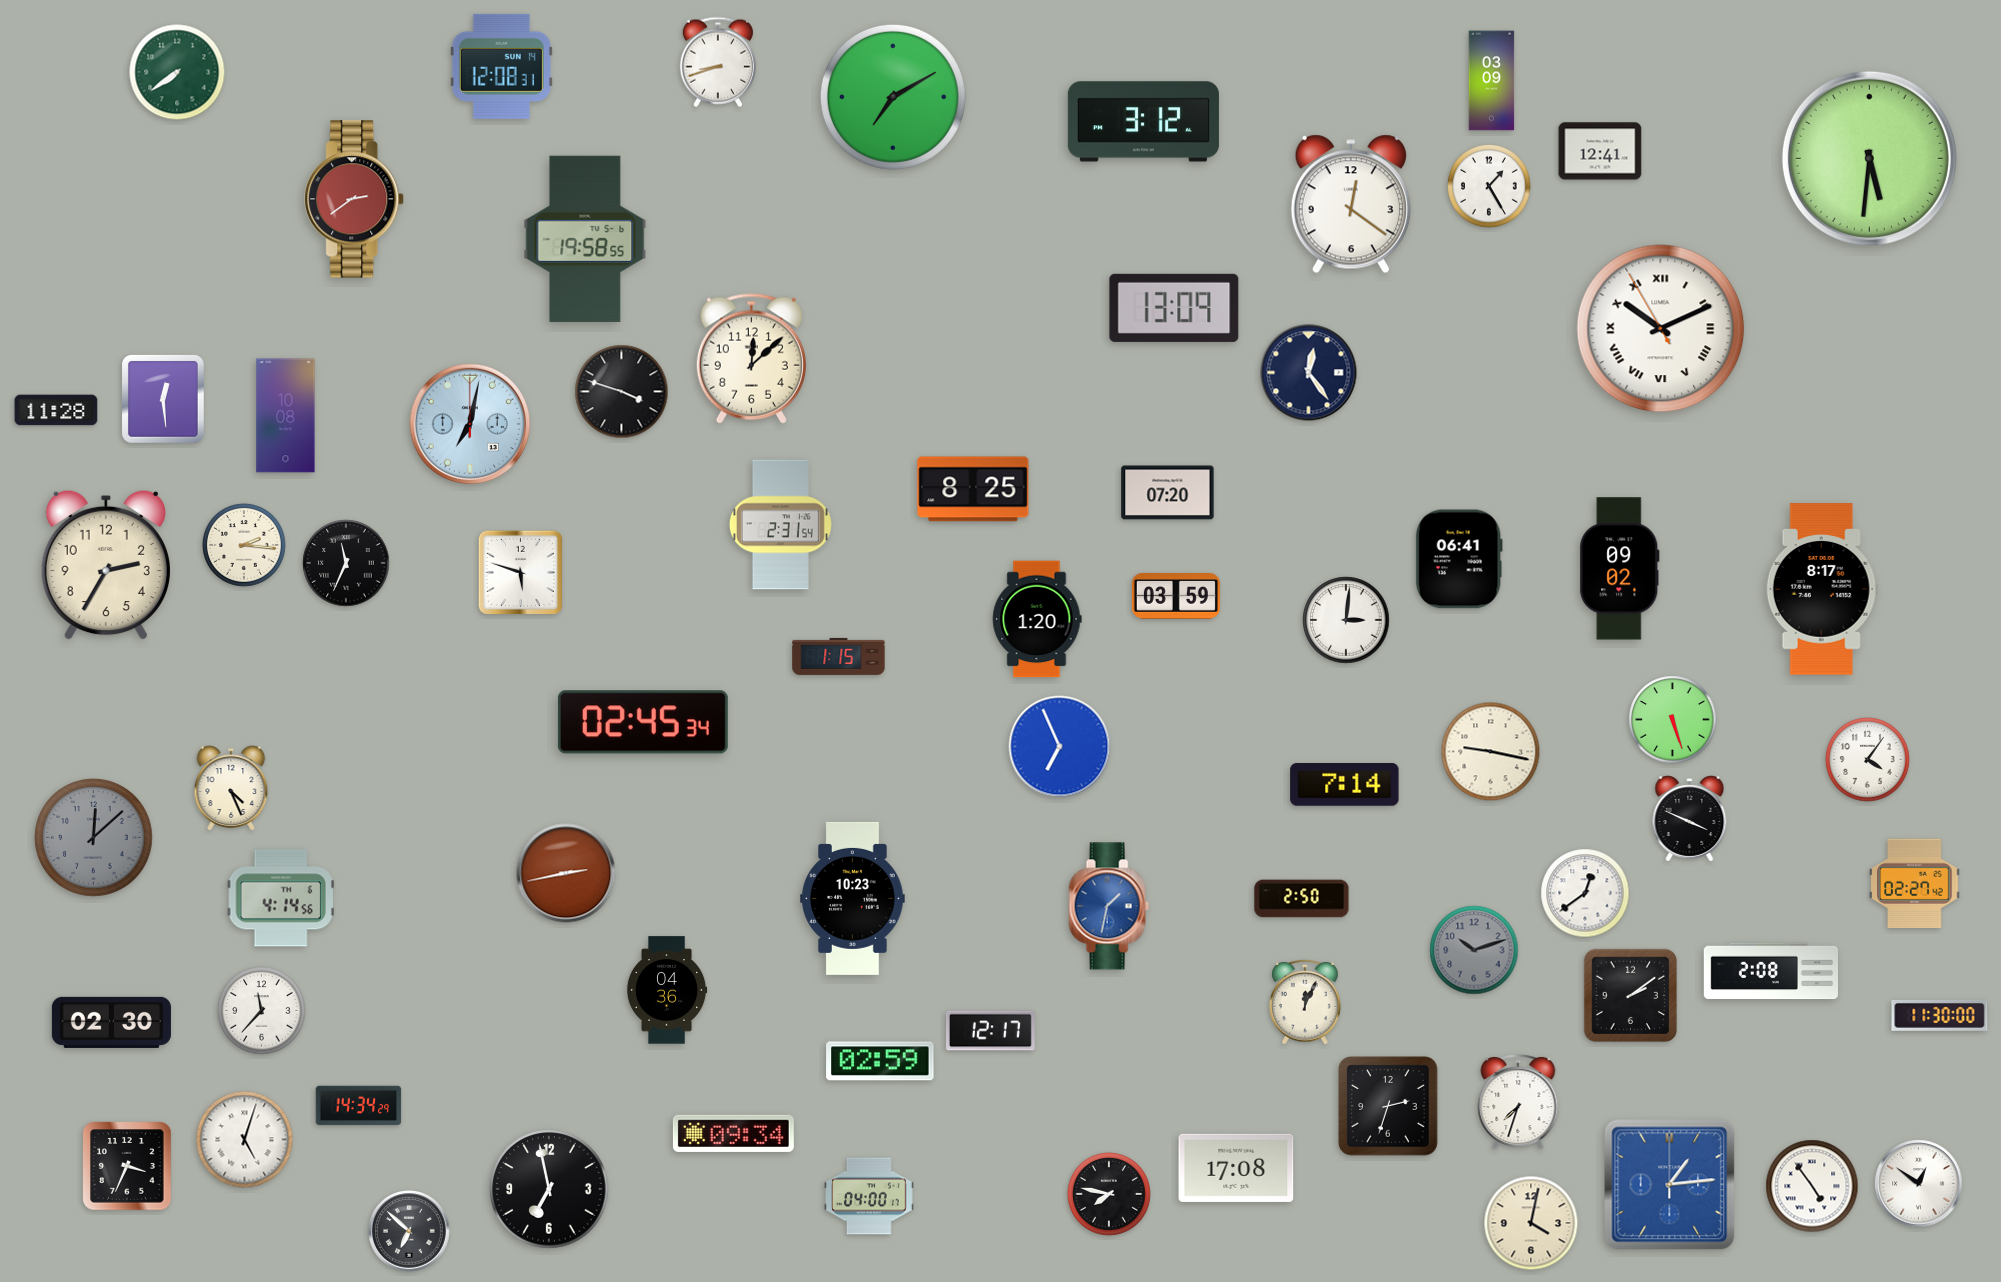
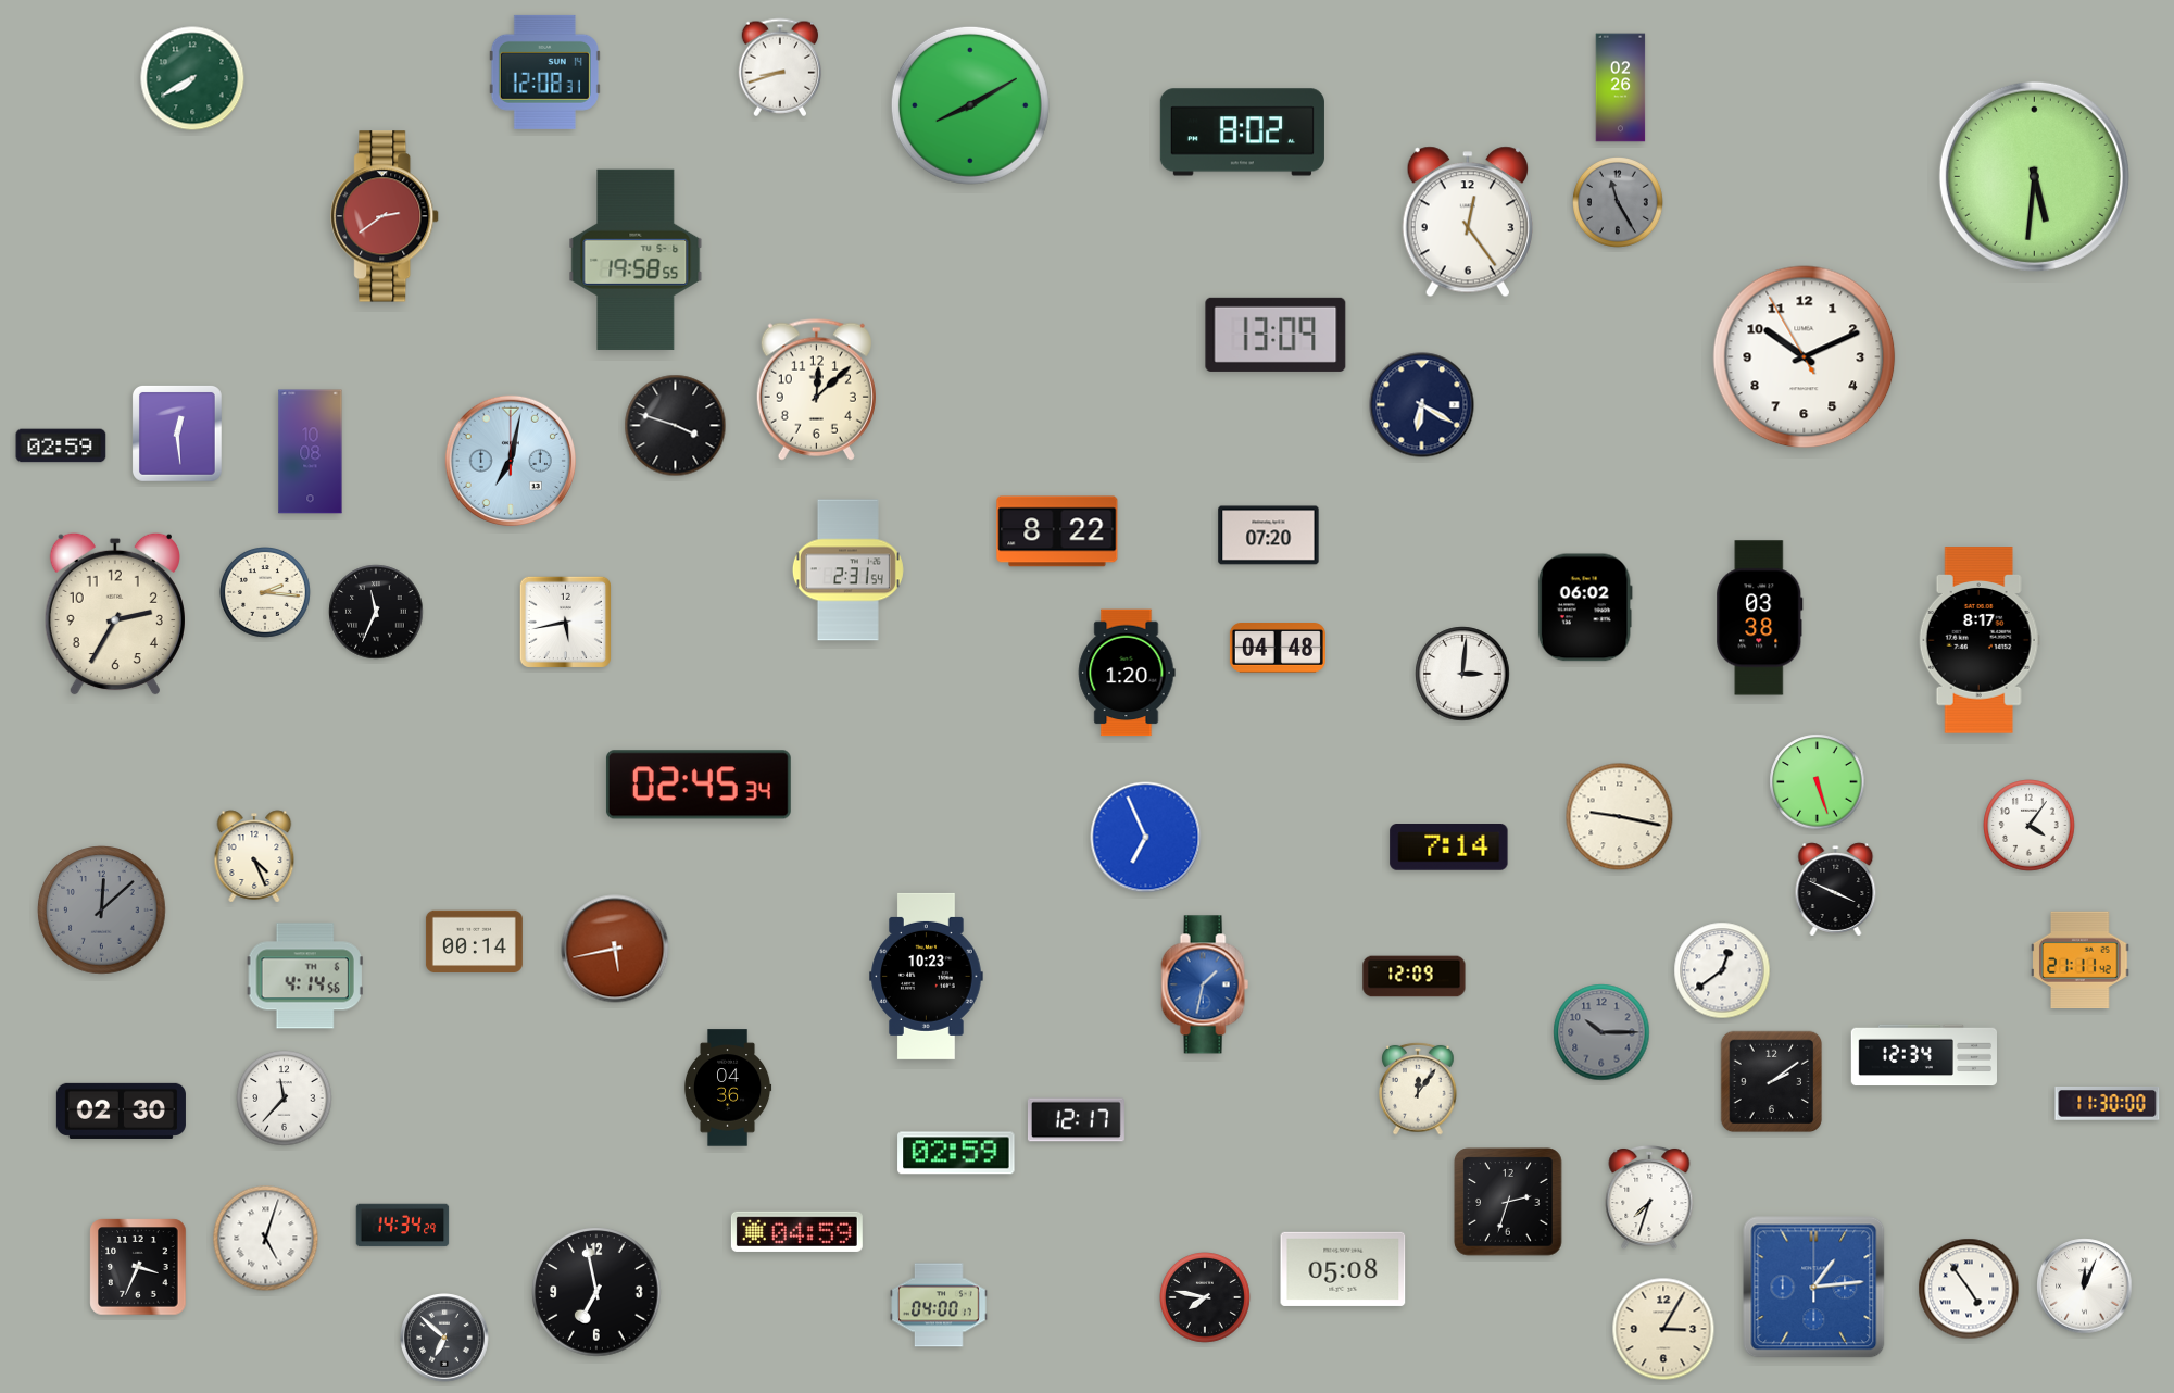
clock at (177, 72): 7:39 -> 7:40
clock at (1492, 81): 03:09 -> 02:26
clock at (893, 97): 7:10 -> 8:10
clock at (1143, 122): 3:12 -> 8:02
clock at (1600, 151): 12:41 -> none
clock at (1869, 158) position: (1869, 158) -> (2034, 176)
clock at (1490, 187): 1:25 -> 11:25
clock at (1490, 187) dial: white -> grey
clock at (1351, 204): 12:21 -> 12:24
clock at (1661, 329) numerals: Roman -> Arabic
clock at (1309, 373): 12:24 -> 6:20
clock at (56, 410): 11:28 -> 02:59
clock at (973, 489): 8:25 -> 8:22
clock at (1459, 559): 06:41 -> 06:02
clock at (1620, 569): 09:02 -> 03:38
clock at (520, 572): 5:48 -> 5:43
clock at (1176, 597): 03:59 -> 04:48
clock at (839, 656): 1:15 -> none
clock at (1060, 747) position: (1060, 747) -> (1146, 838)
clock at (1345, 785) position: (1345, 785) -> (1449, 848)
clock at (231, 788) position: (231, 788) -> (254, 856)
clock at (474, 941): none -> 00:14
clock at (566, 873): 2:43 -> 5:43
clock at (1915, 883): 02:27 -> 21:11
clock at (1302, 899): 2:50 -> 12:09
clock at (1474, 950): 10:12 -> 10:15
clock at (1770, 971): 2:08 -> 12:34
clock at (667, 990) position: (667, 990) -> (728, 1088)
clock at (1305, 1002): 12:04 -> 12:06
clock at (359, 1106) position: (359, 1106) -> (403, 1226)
clock at (733, 1133): 09:34 -> 04:59
clock at (1236, 1168): 17:08 -> 05:08
clock at (1919, 1184): 12:51 -> 12:04
clock at (870, 1196) position: (870, 1196) -> (940, 1305)
clock at (1531, 1223): 4:02 -> 3:05
